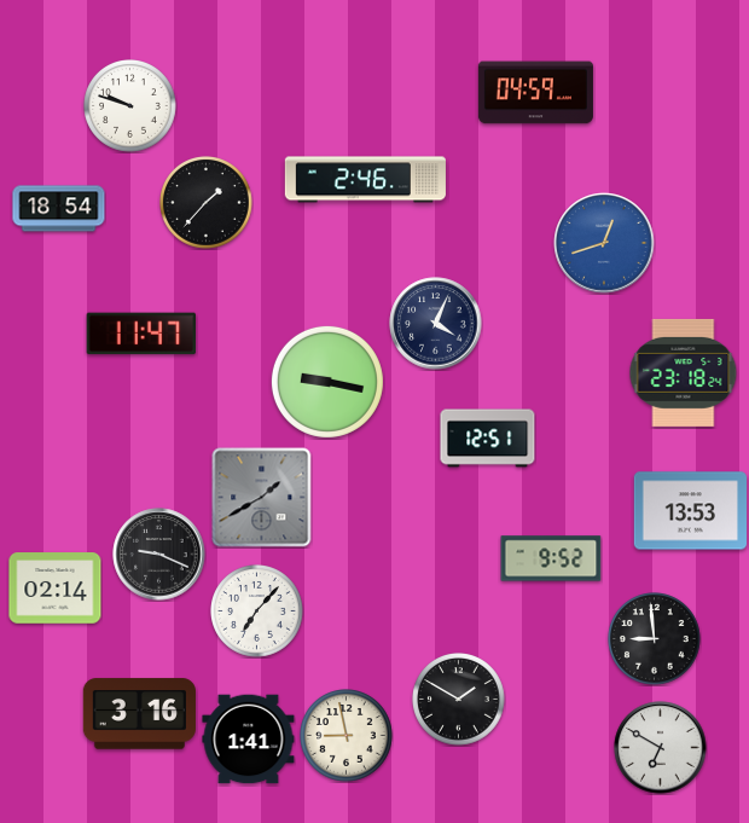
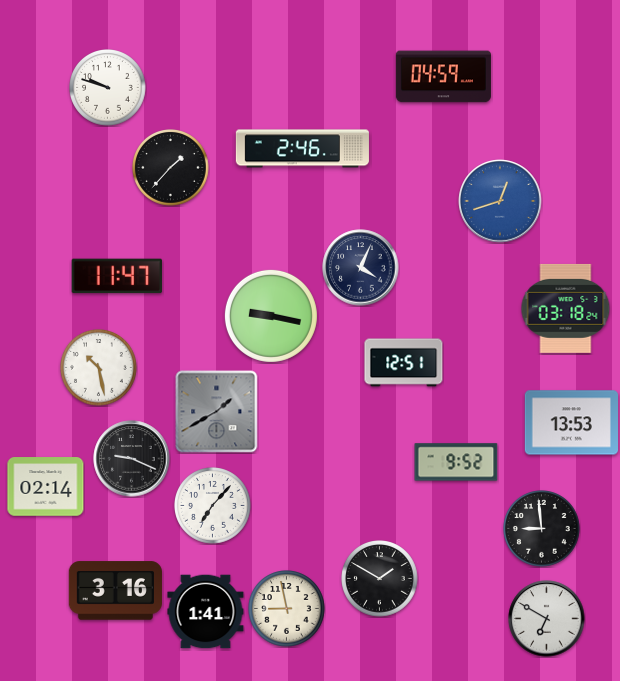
clock at (59, 209): 18:54 -> none
clock at (684, 372): 23:18 -> 03:18
clock at (99, 368): none -> 10:28
